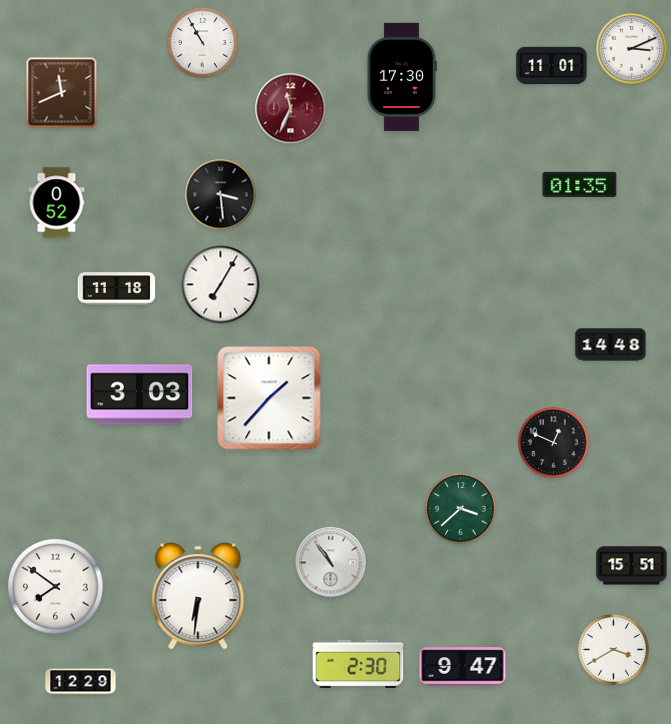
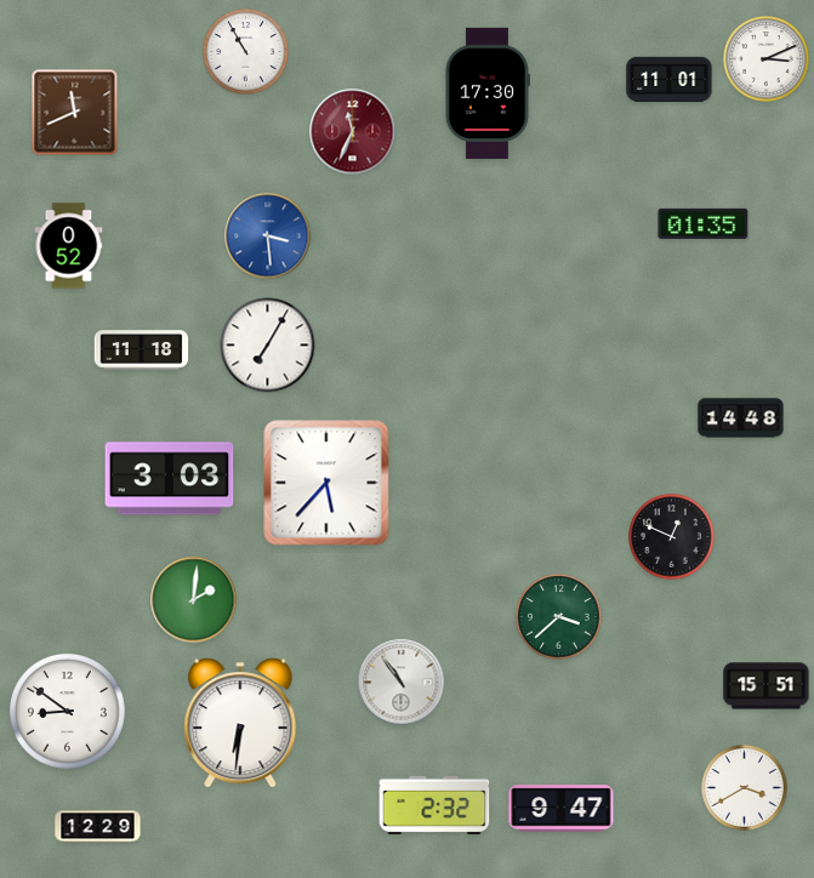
clock at (221, 195) dial: black -> blue
clock at (269, 398): 1:37 -> 5:37
clock at (194, 600): none -> 2:01
clock at (55, 586): 7:51 -> 8:51
clock at (358, 663): 2:30 -> 2:32
